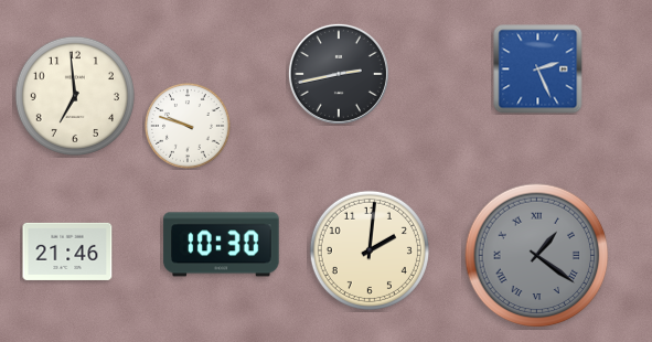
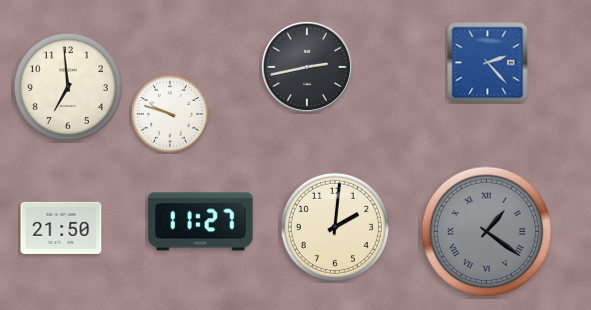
clock at (538, 70): 2:26 -> 2:23
clock at (222, 245): 10:30 -> 11:27
clock at (67, 252): 21:46 -> 21:50
